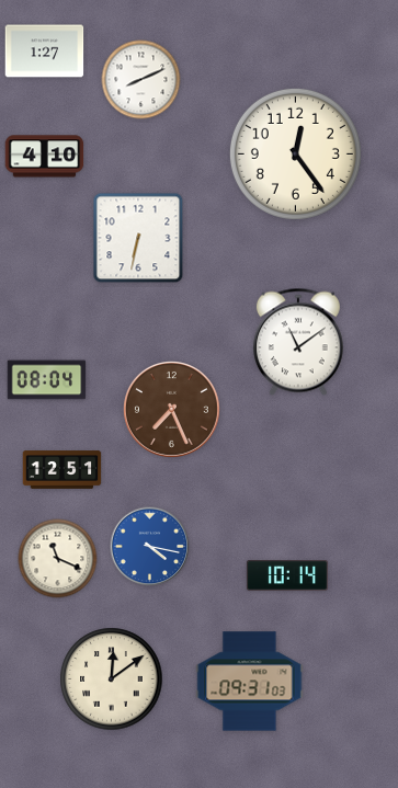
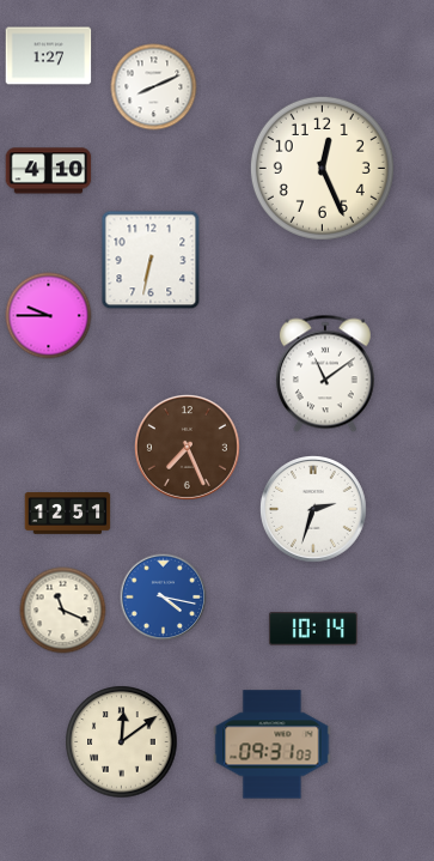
clock at (295, 153): 12:24 -> 12:26
clock at (49, 316): none -> 9:45
clock at (47, 380): 08:04 -> none
clock at (314, 510): none -> 2:33
